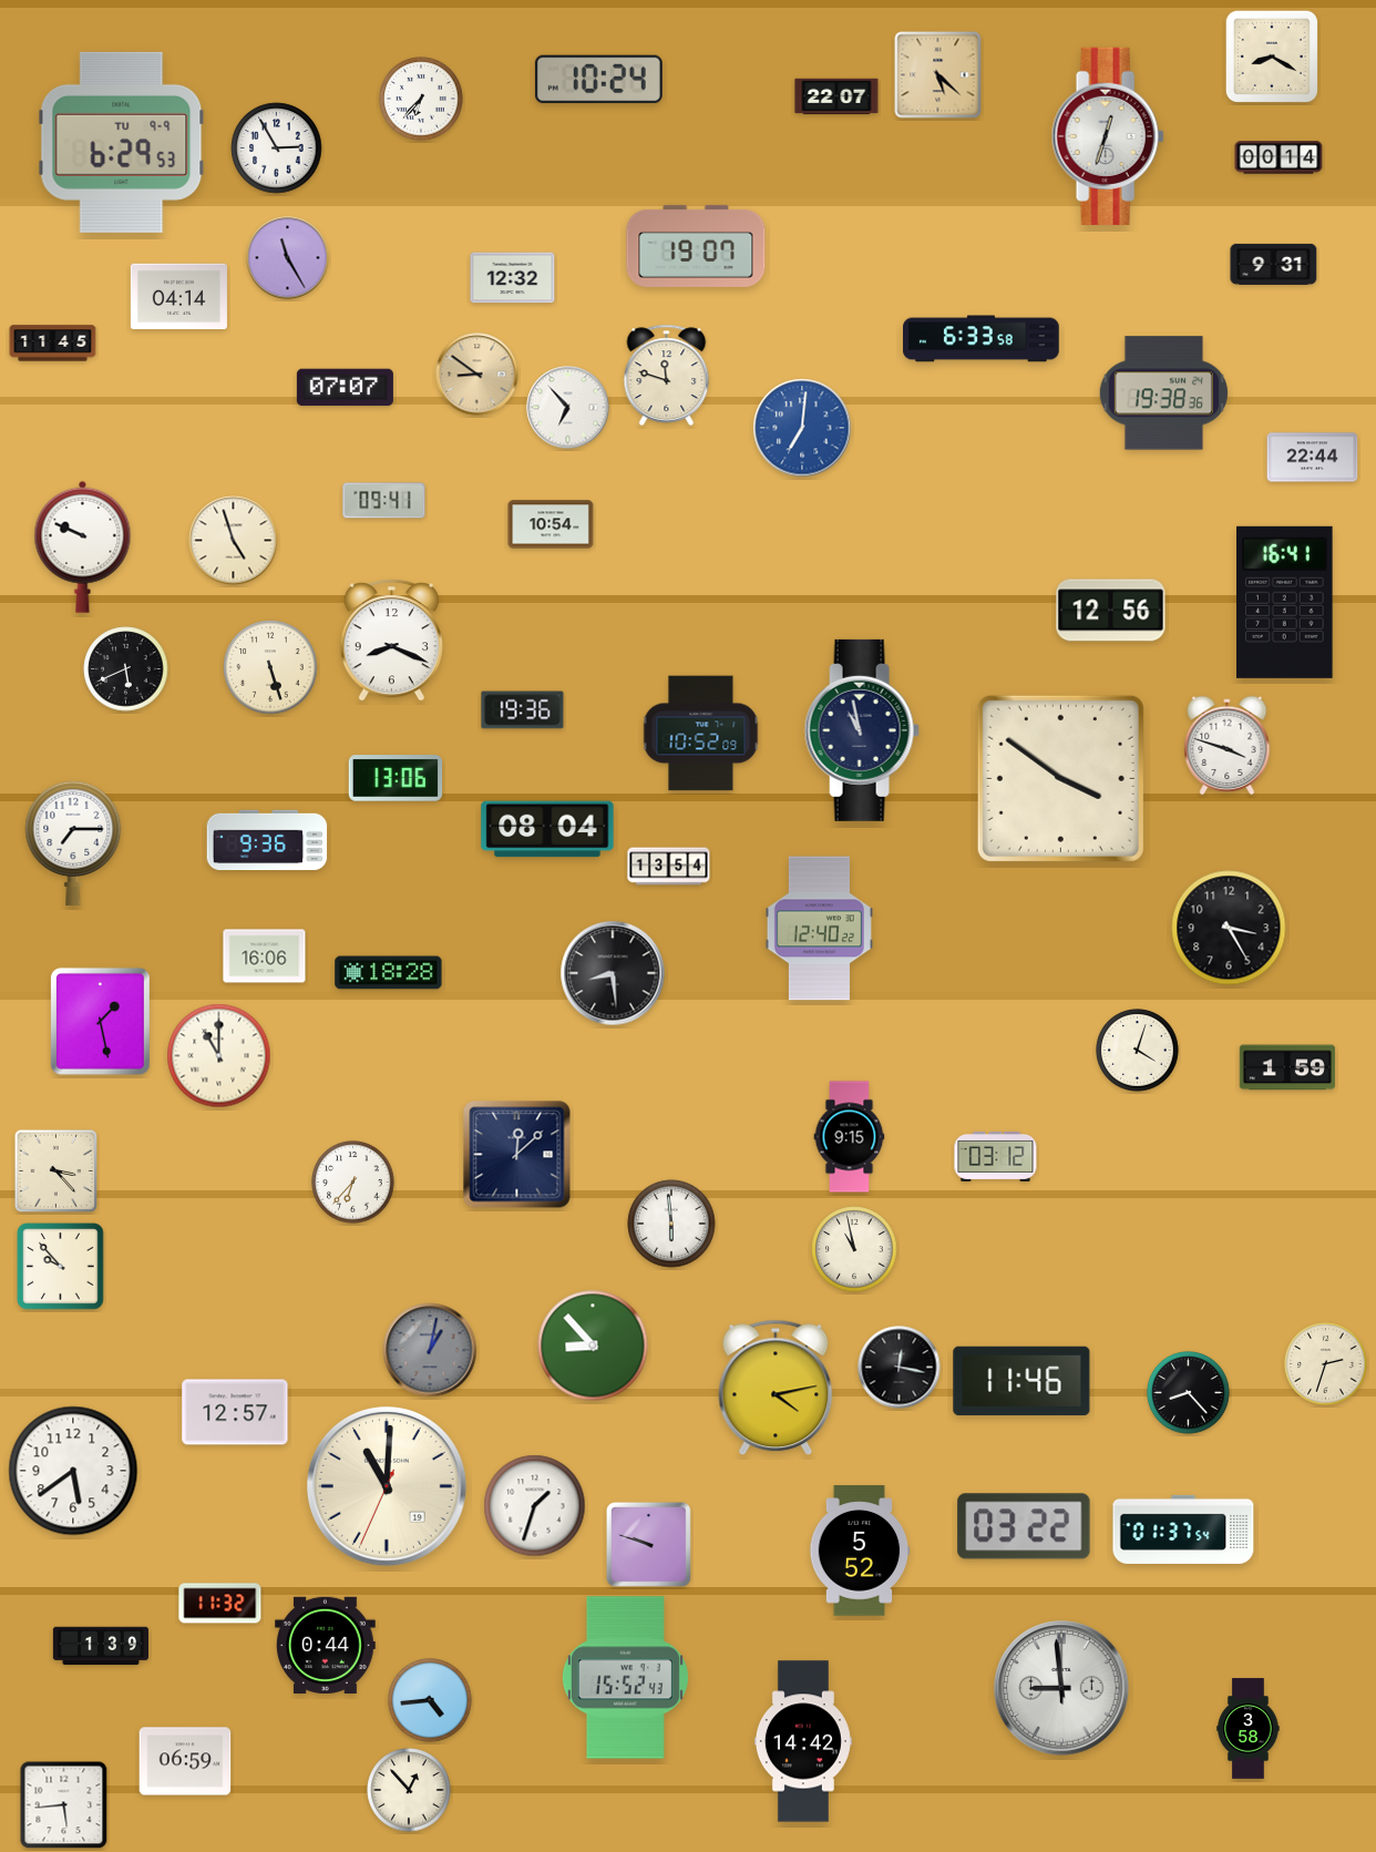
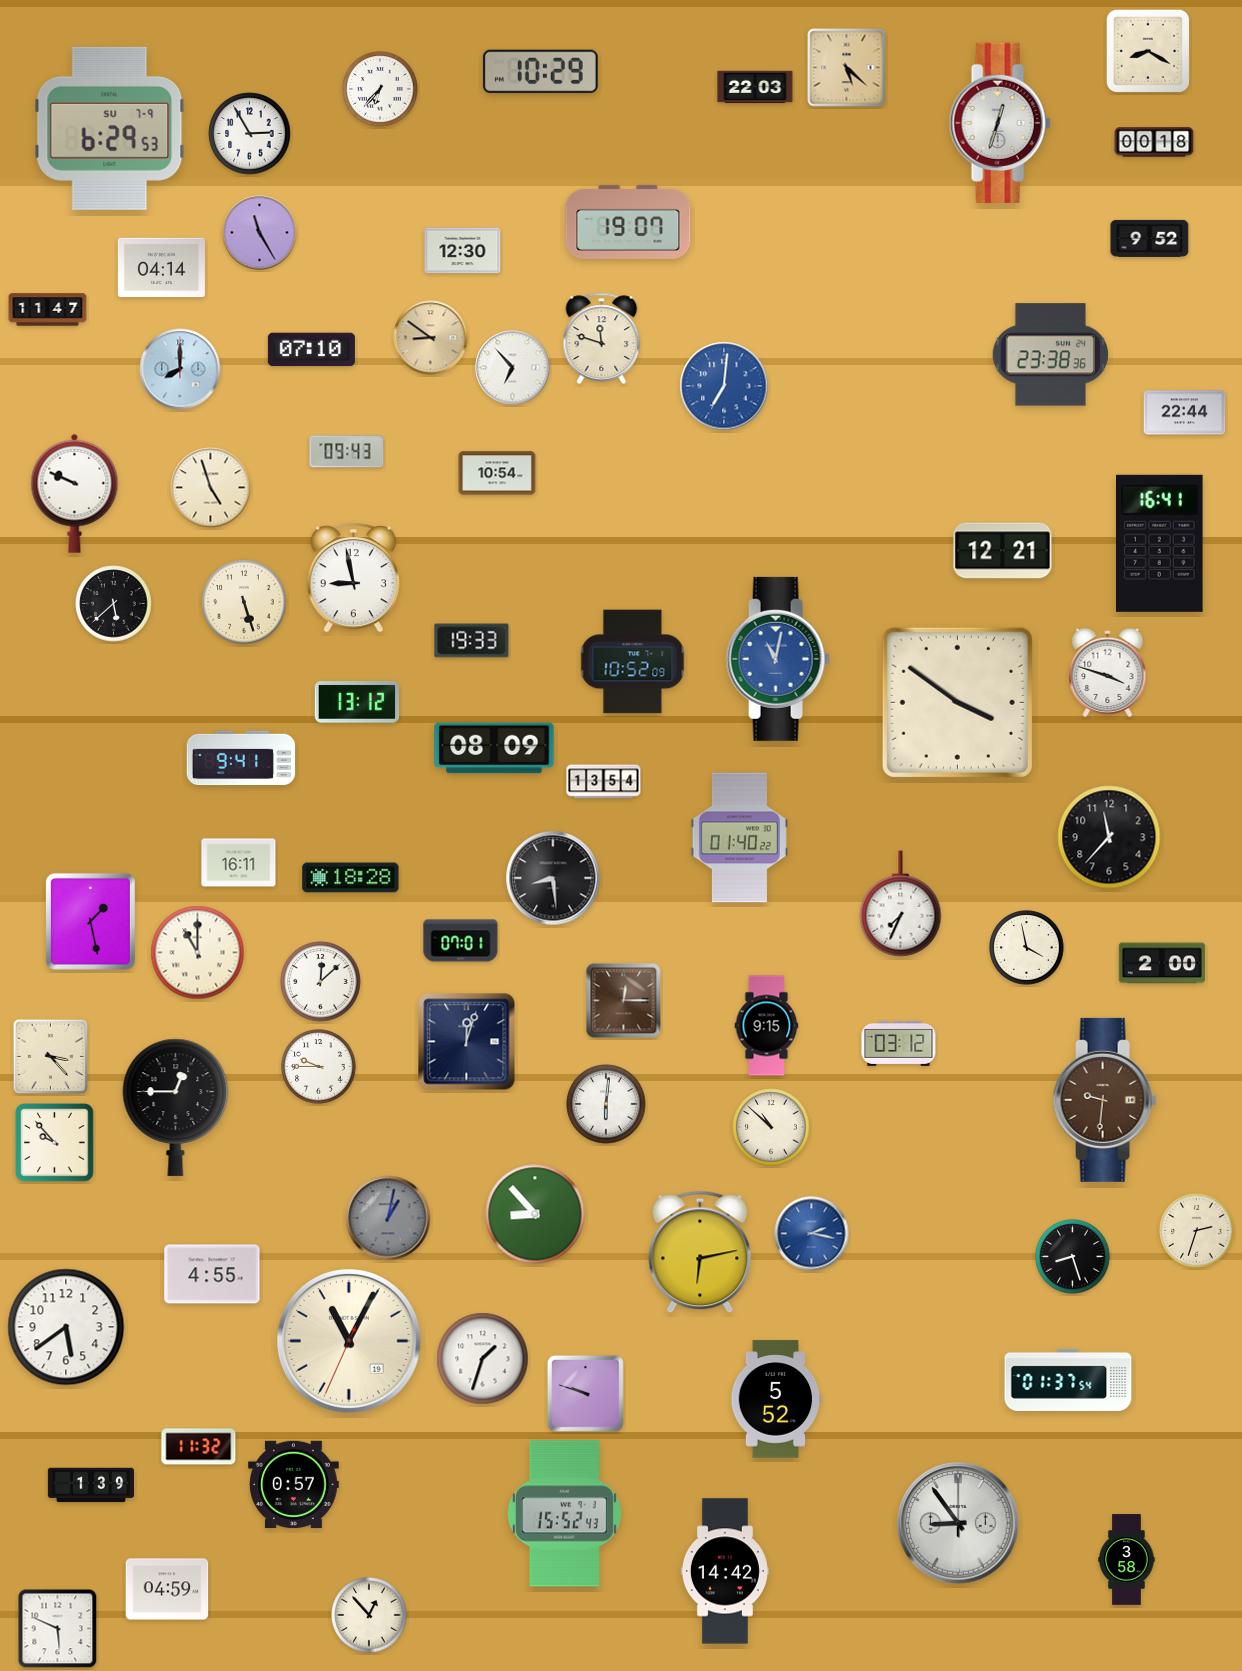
clock at (598, 80): 10:24 -> 10:29
clock at (836, 96): 22:07 -> 22:03
clock at (122, 142) date: TU 9-9 -> SU 7-9
clock at (1279, 157): 00:14 -> 00:18
clock at (1274, 264): 9:31 -> 9:52
clock at (513, 278): 12:32 -> 12:30
clock at (982, 339): 6:33 -> none
clock at (53, 344): 11:45 -> 11:47
clock at (345, 388): 07:07 -> 07:10
clock at (1163, 393): 19:38 -> 23:38
clock at (180, 369): none -> 8:00
clock at (384, 501): 09:41 -> 09:43
clock at (1111, 611): 12:56 -> 12:21
clock at (391, 641): 8:19 -> 8:58
clock at (126, 669): 5:41 -> 5:38
clock at (523, 710): 19:36 -> 19:33
clock at (862, 730): 10:58 -> 11:02
clock at (862, 730) dial: navy -> blue
clock at (396, 778): 13:06 -> 13:12
clock at (547, 829): 08:04 -> 08:09
clock at (267, 840): 9:36 -> 9:41
clock at (73, 842): 7:15 -> none
clock at (1229, 928): 3:25 -> 11:37
clock at (819, 929): 12:40 -> 01:40
clock at (265, 956): 16:06 -> 16:11
clock at (901, 904): none -> 7:34
clock at (461, 941): none -> 07:01
clock at (1138, 1051): 4:03 -> 3:58
clock at (1287, 1067): 1:59 -> 2:00
clock at (321, 982): none -> 12:08
clock at (624, 1001): none -> 12:15
clock at (517, 1155): 12:08 -> 12:03
clock at (353, 1183): 6:37 -> 9:45
clock at (1105, 1100): none -> 9:31
clock at (671, 1224): 5:59 -> 6:01
clock at (176, 1107): none -> 12:45
clock at (854, 1249): 10:58 -> 10:52
clock at (900, 1368): 12:17 -> 2:17
clock at (900, 1368) dial: black -> blue
clock at (1021, 1380): 11:46 -> none
clock at (776, 1388): 4:13 -> 6:13
clock at (1189, 1393): 8:23 -> 8:27
clock at (235, 1412): 12:57 -> 4:55
clock at (388, 1487): 11:00 -> 11:04
clock at (1024, 1526): 03:22 -> none
clock at (326, 1645): 0:44 -> 0:57
clock at (1061, 1688): 8:59 -> 8:54
clock at (430, 1700): 4:44 -> none
clock at (185, 1761): 06:59 -> 04:59
clock at (64, 1805): 5:44 -> 5:49
